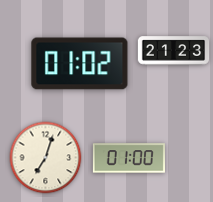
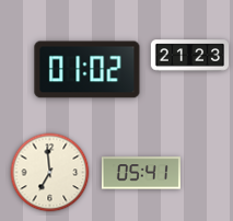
clock at (46, 158): 7:03 -> 6:59
clock at (129, 158): 01:00 -> 05:41
